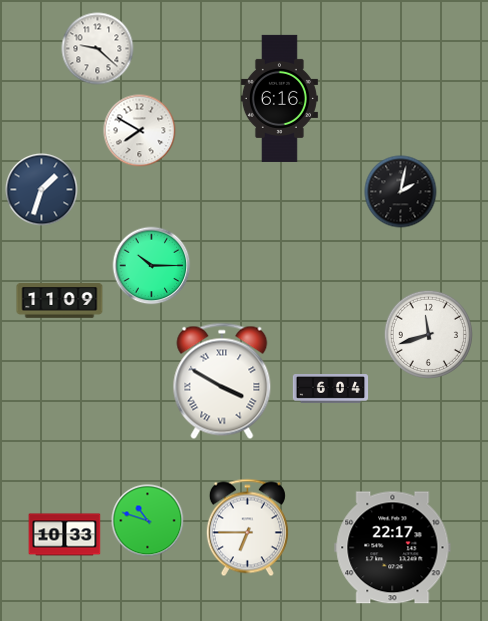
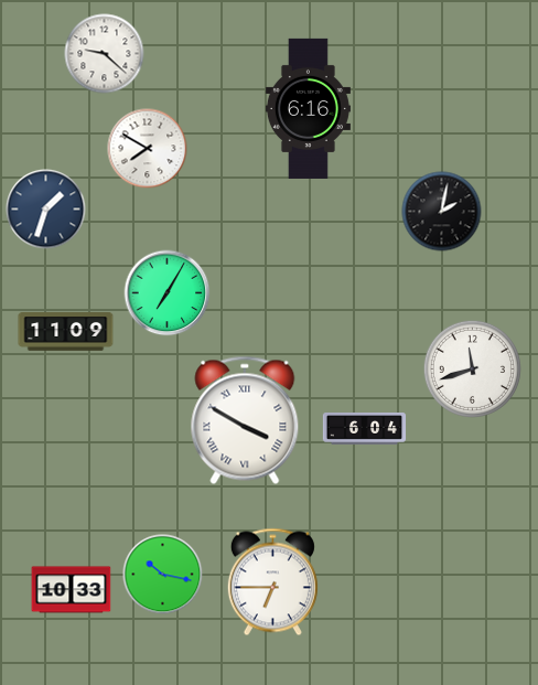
clock at (98, 49) position: (98, 49) -> (105, 54)
clock at (140, 131) position: (140, 131) -> (148, 149)
clock at (152, 266): 10:15 -> 7:05
clock at (148, 521): 10:48 -> 10:17
clock at (393, 548): 22:17 -> none
